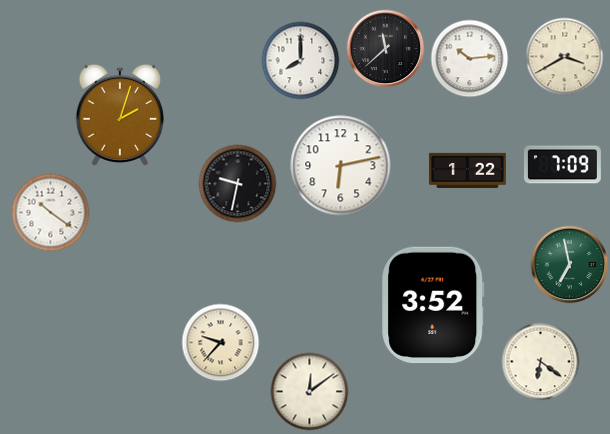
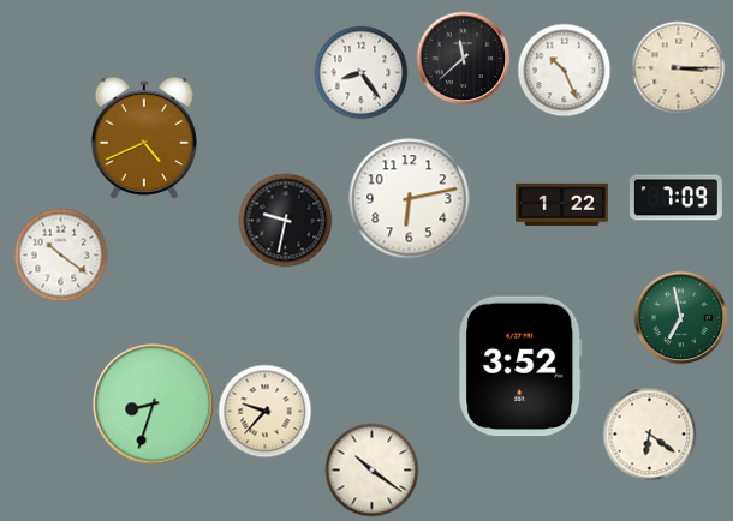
clock at (564, 56): 3:40 -> 3:15
clock at (469, 58): 10:14 -> 10:26
clock at (300, 60): 8:00 -> 8:24
clock at (120, 115): 2:03 -> 4:41
clock at (569, 264) position: (569, 264) -> (680, 317)
clock at (154, 405): none -> 8:33
clock at (309, 391): 12:09 -> 10:21
